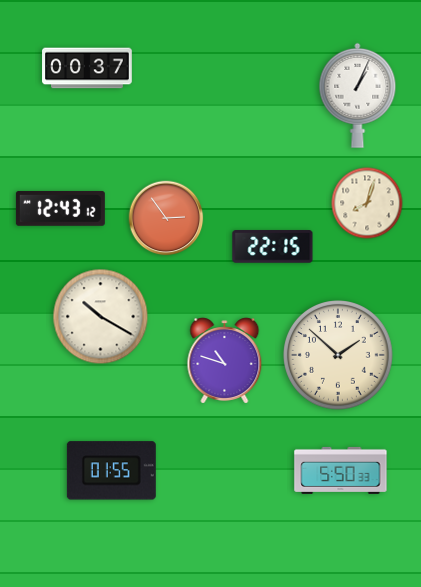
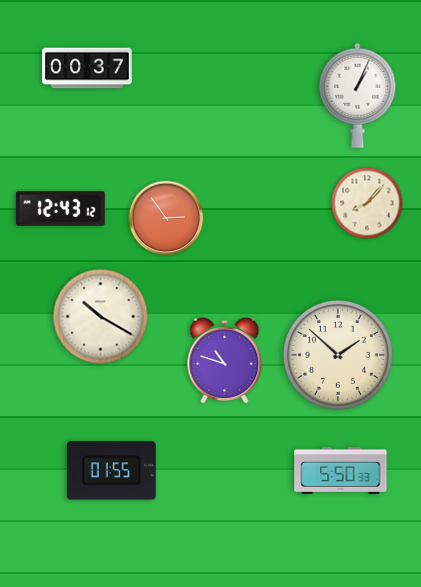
clock at (367, 203): 8:03 -> 8:07
clock at (273, 247): 22:15 -> none
